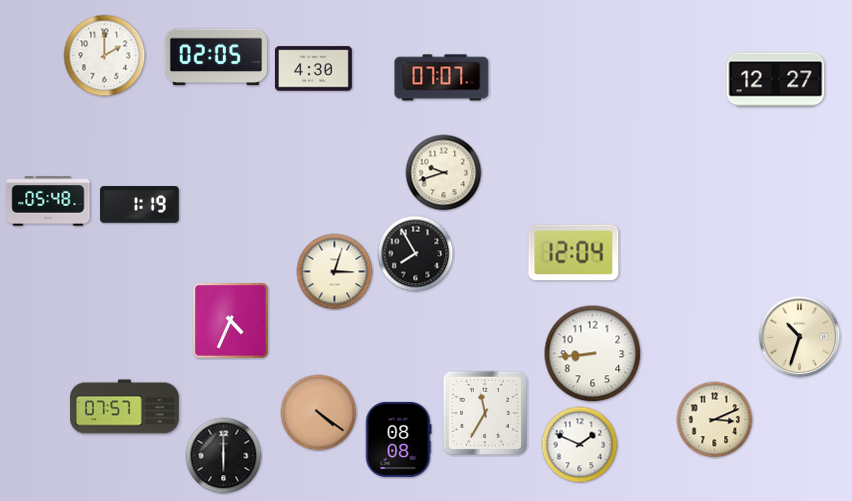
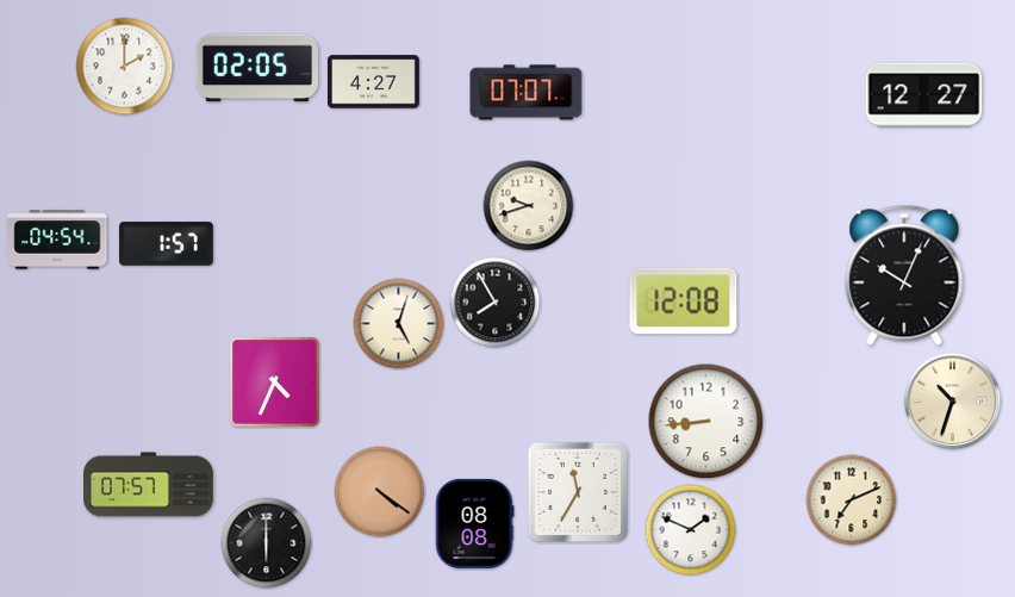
clock at (313, 69): 4:30 -> 4:27
clock at (48, 201): 05:48 -> 04:54
clock at (140, 205): 1:19 -> 1:57
clock at (904, 275): none -> 10:04
clock at (574, 253): 12:04 -> 12:08
clock at (335, 272): 3:03 -> 5:03
clock at (715, 420): 3:11 -> 7:11
